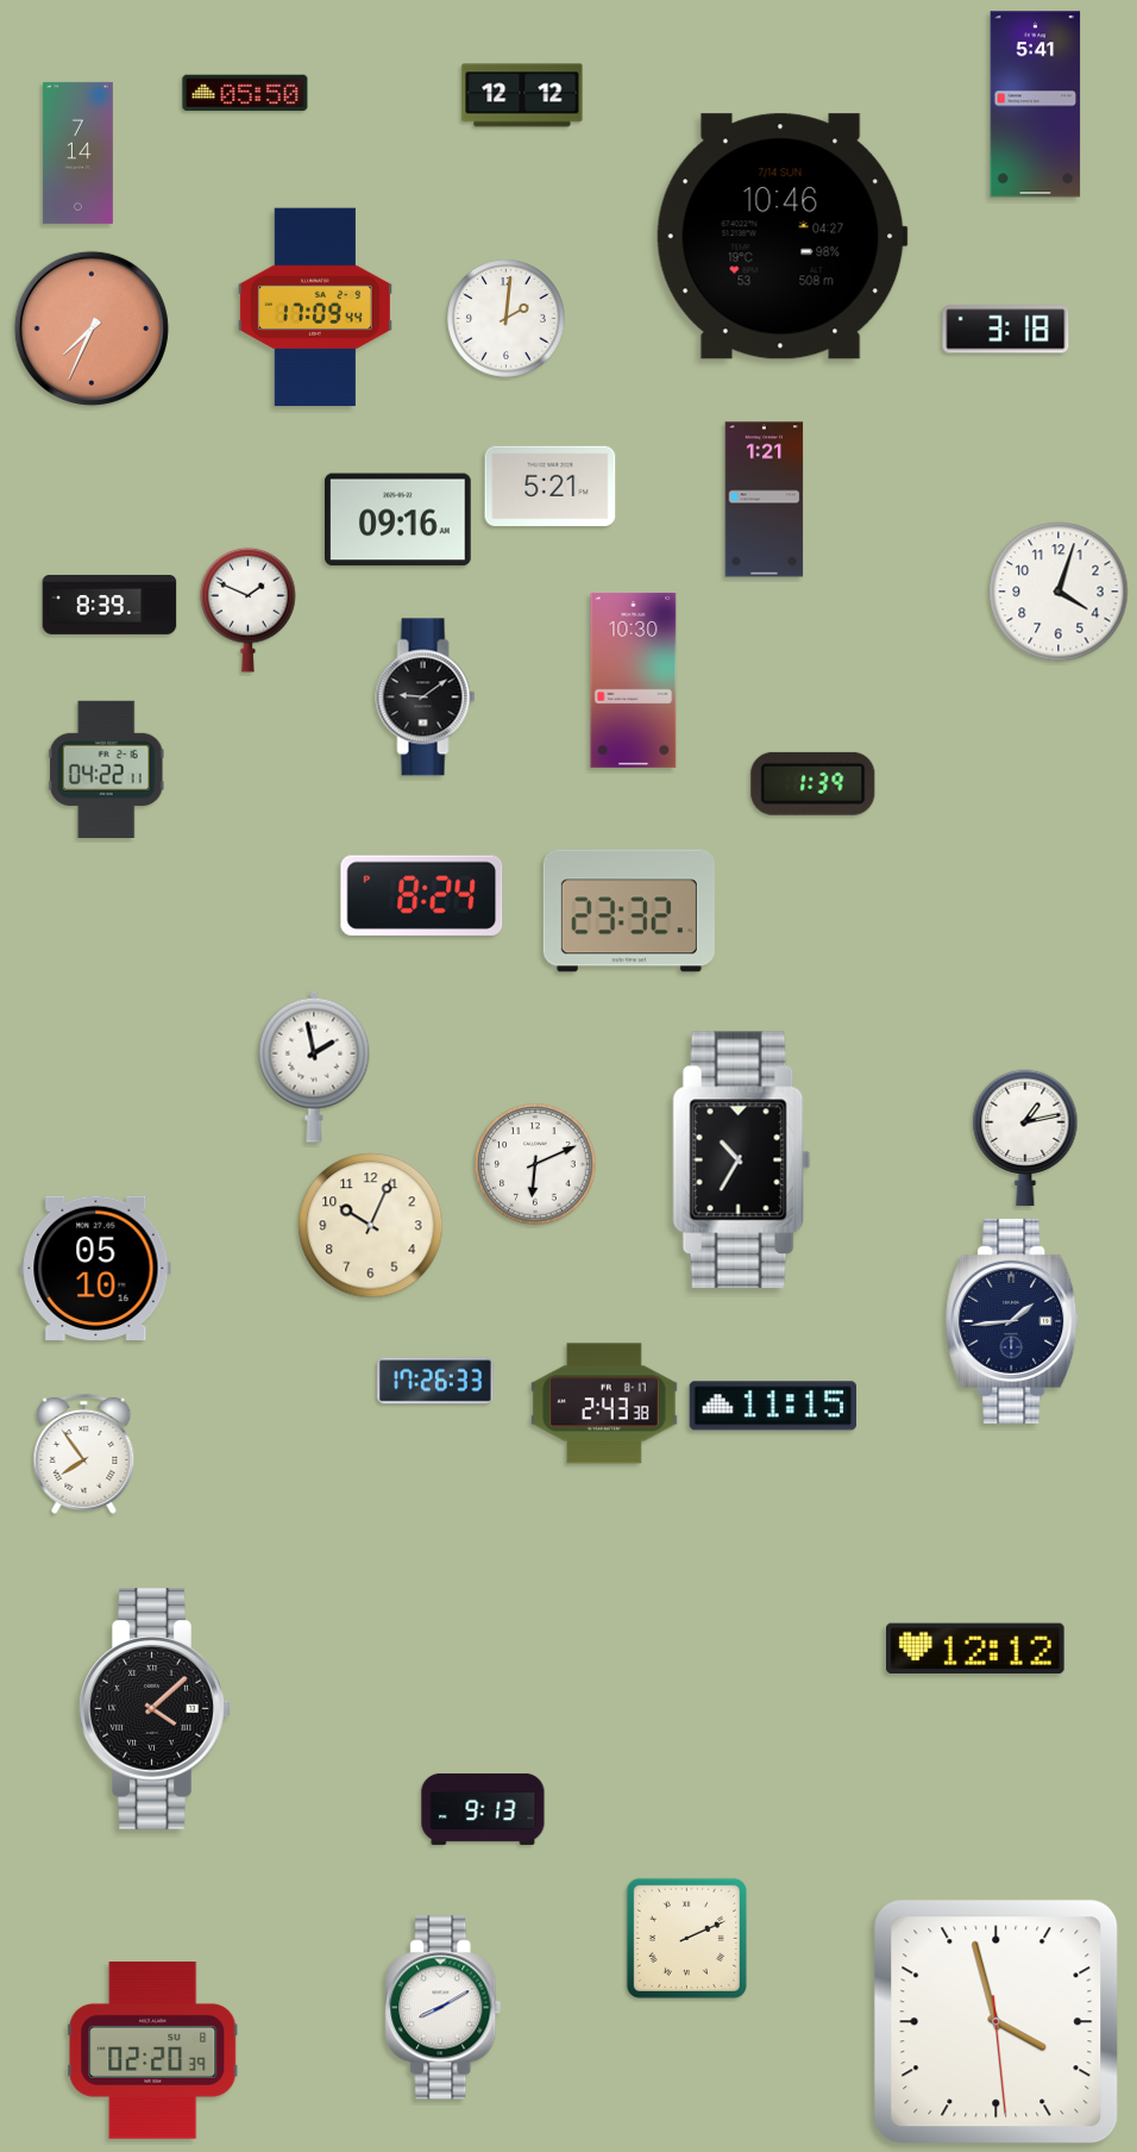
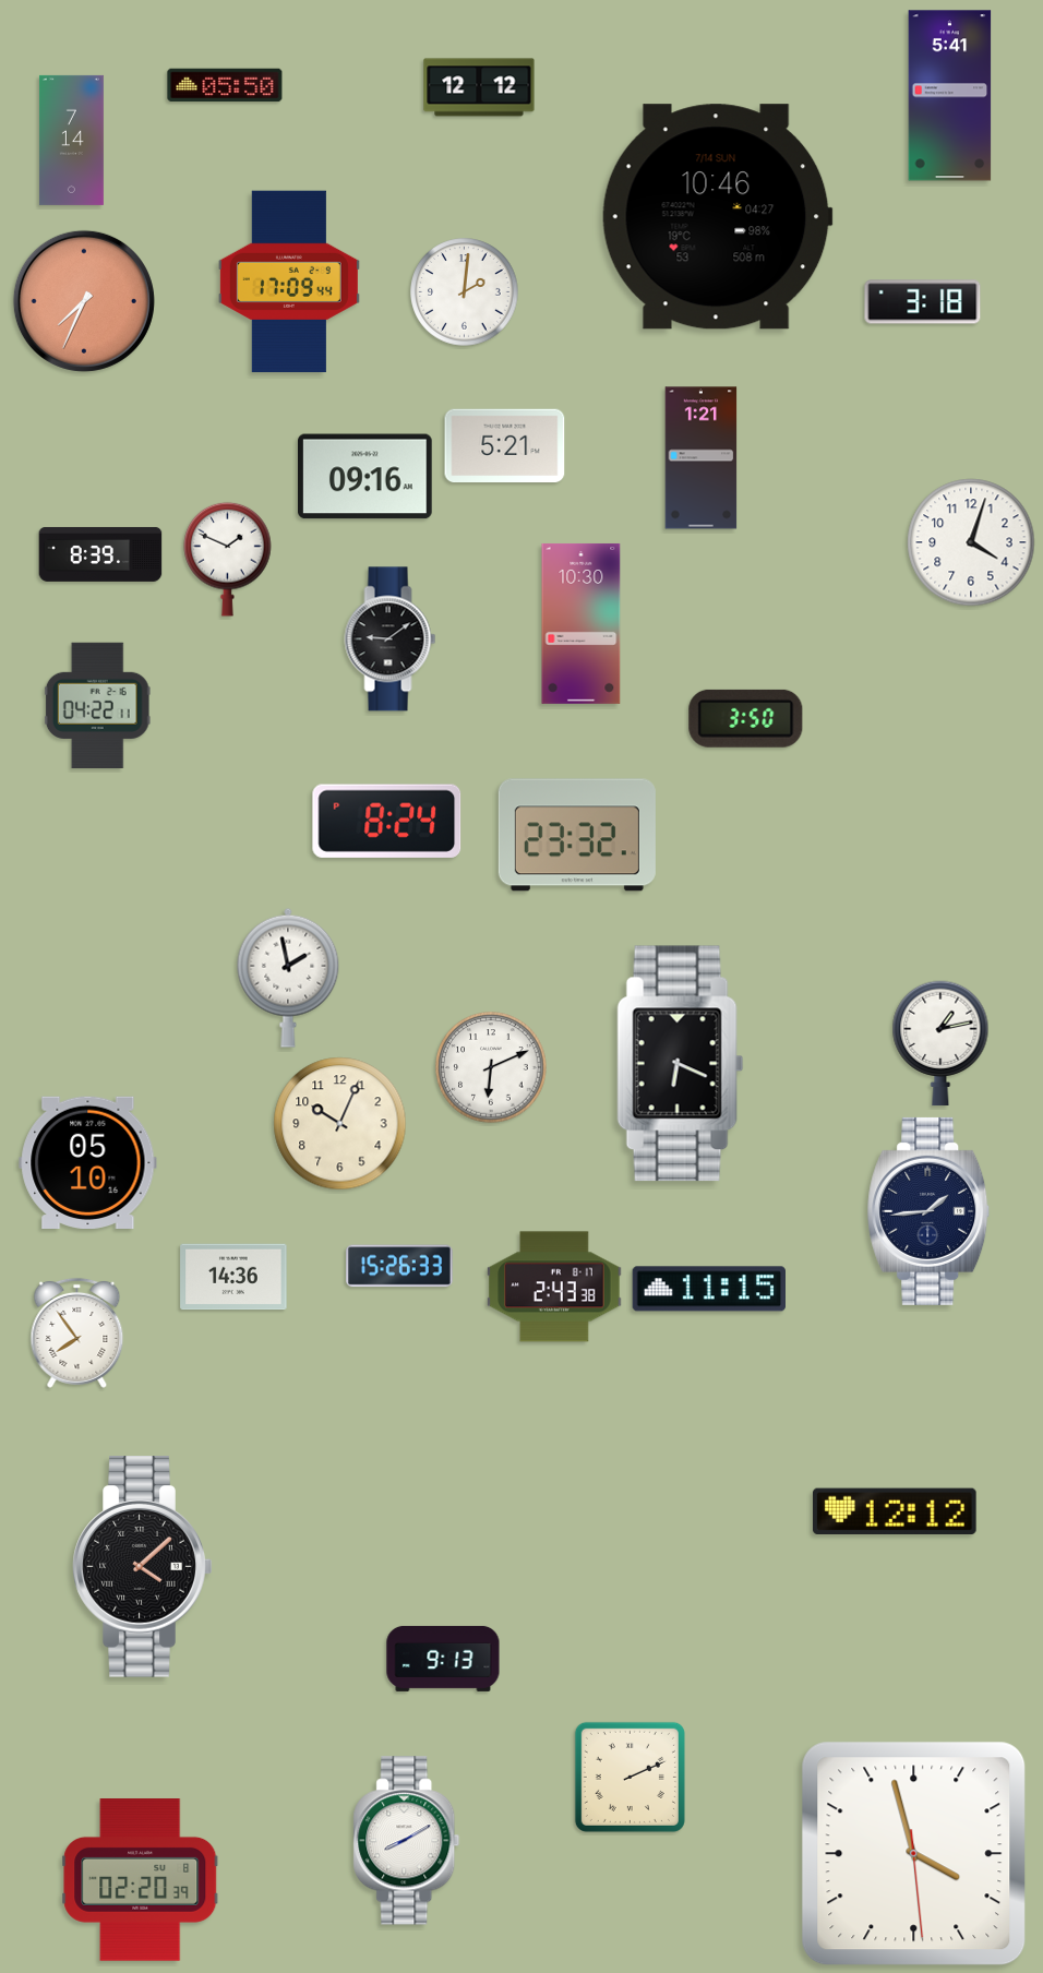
clock at (814, 783): 1:39 -> 3:50
clock at (742, 1161): 10:35 -> 6:19
clock at (435, 1381): 17:26 -> 15:26
clock at (233, 1277): none -> 14:36
